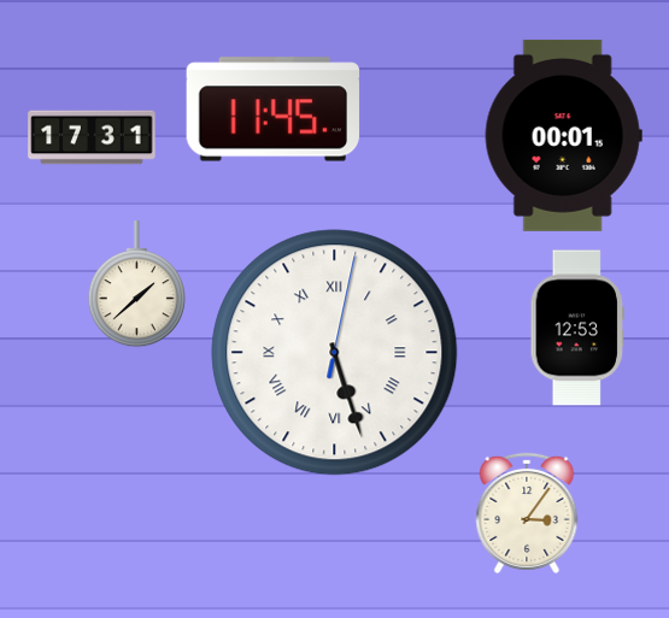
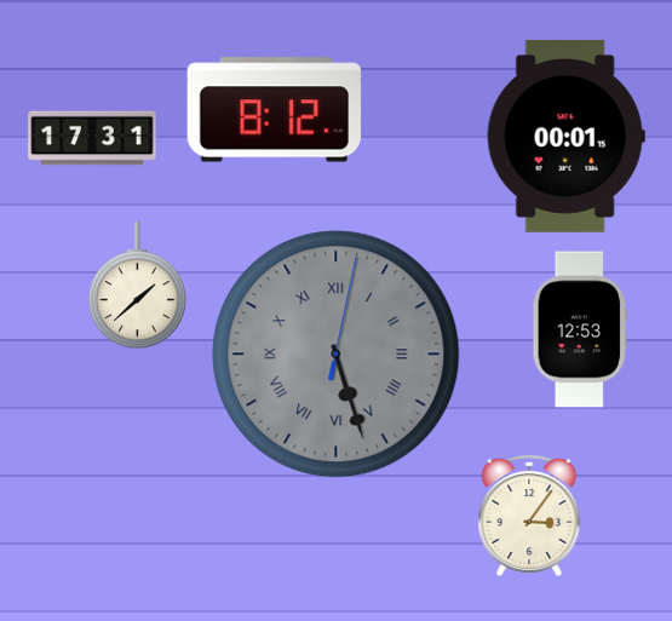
clock at (274, 110): 11:45 -> 8:12
clock at (335, 353) dial: white -> grey
